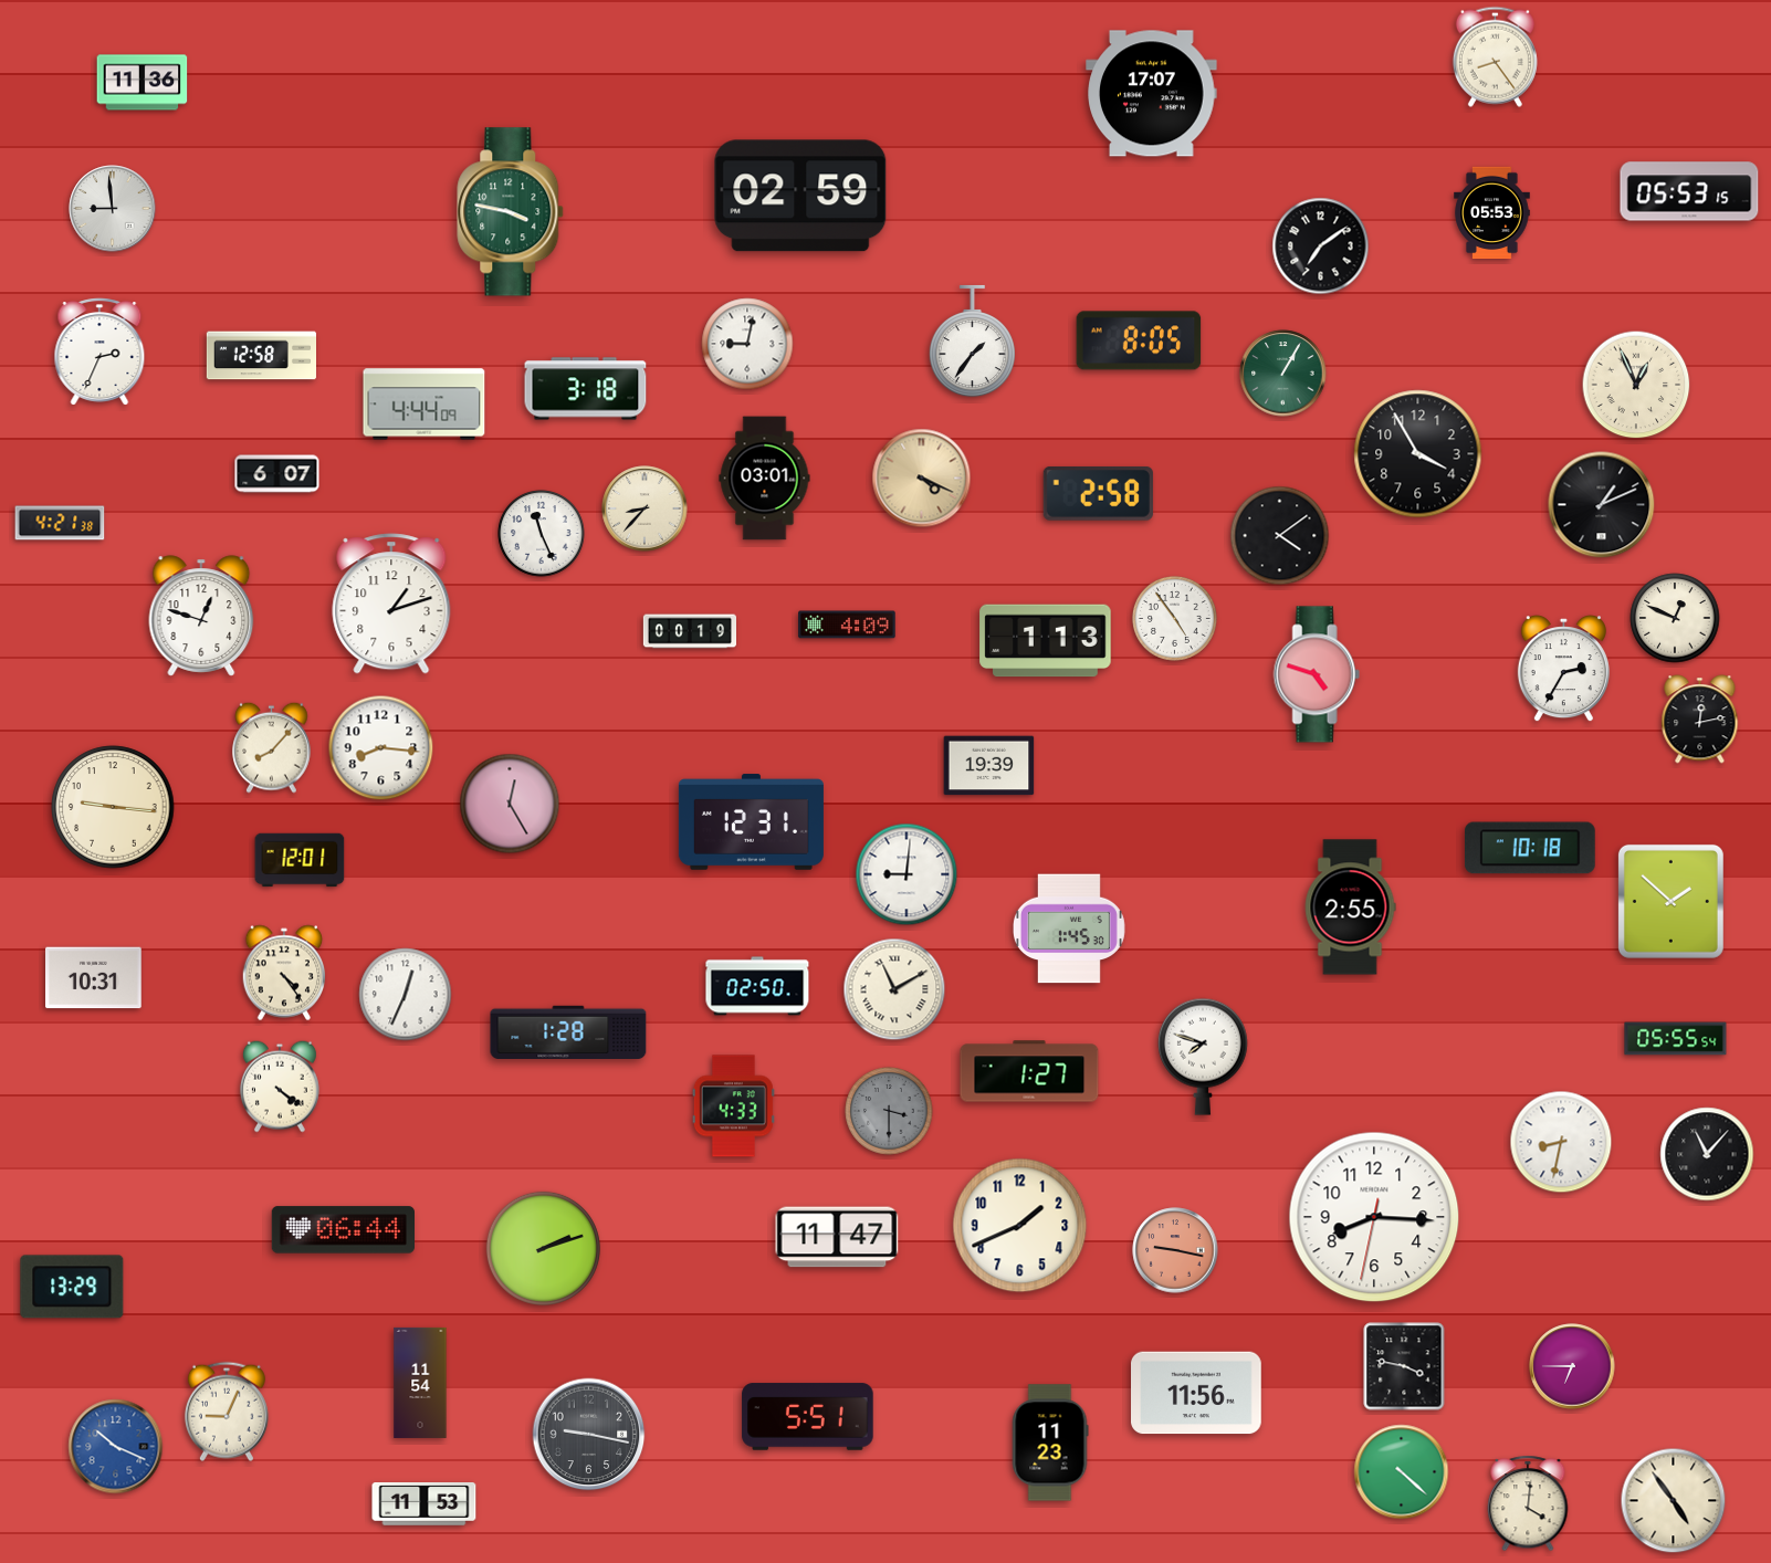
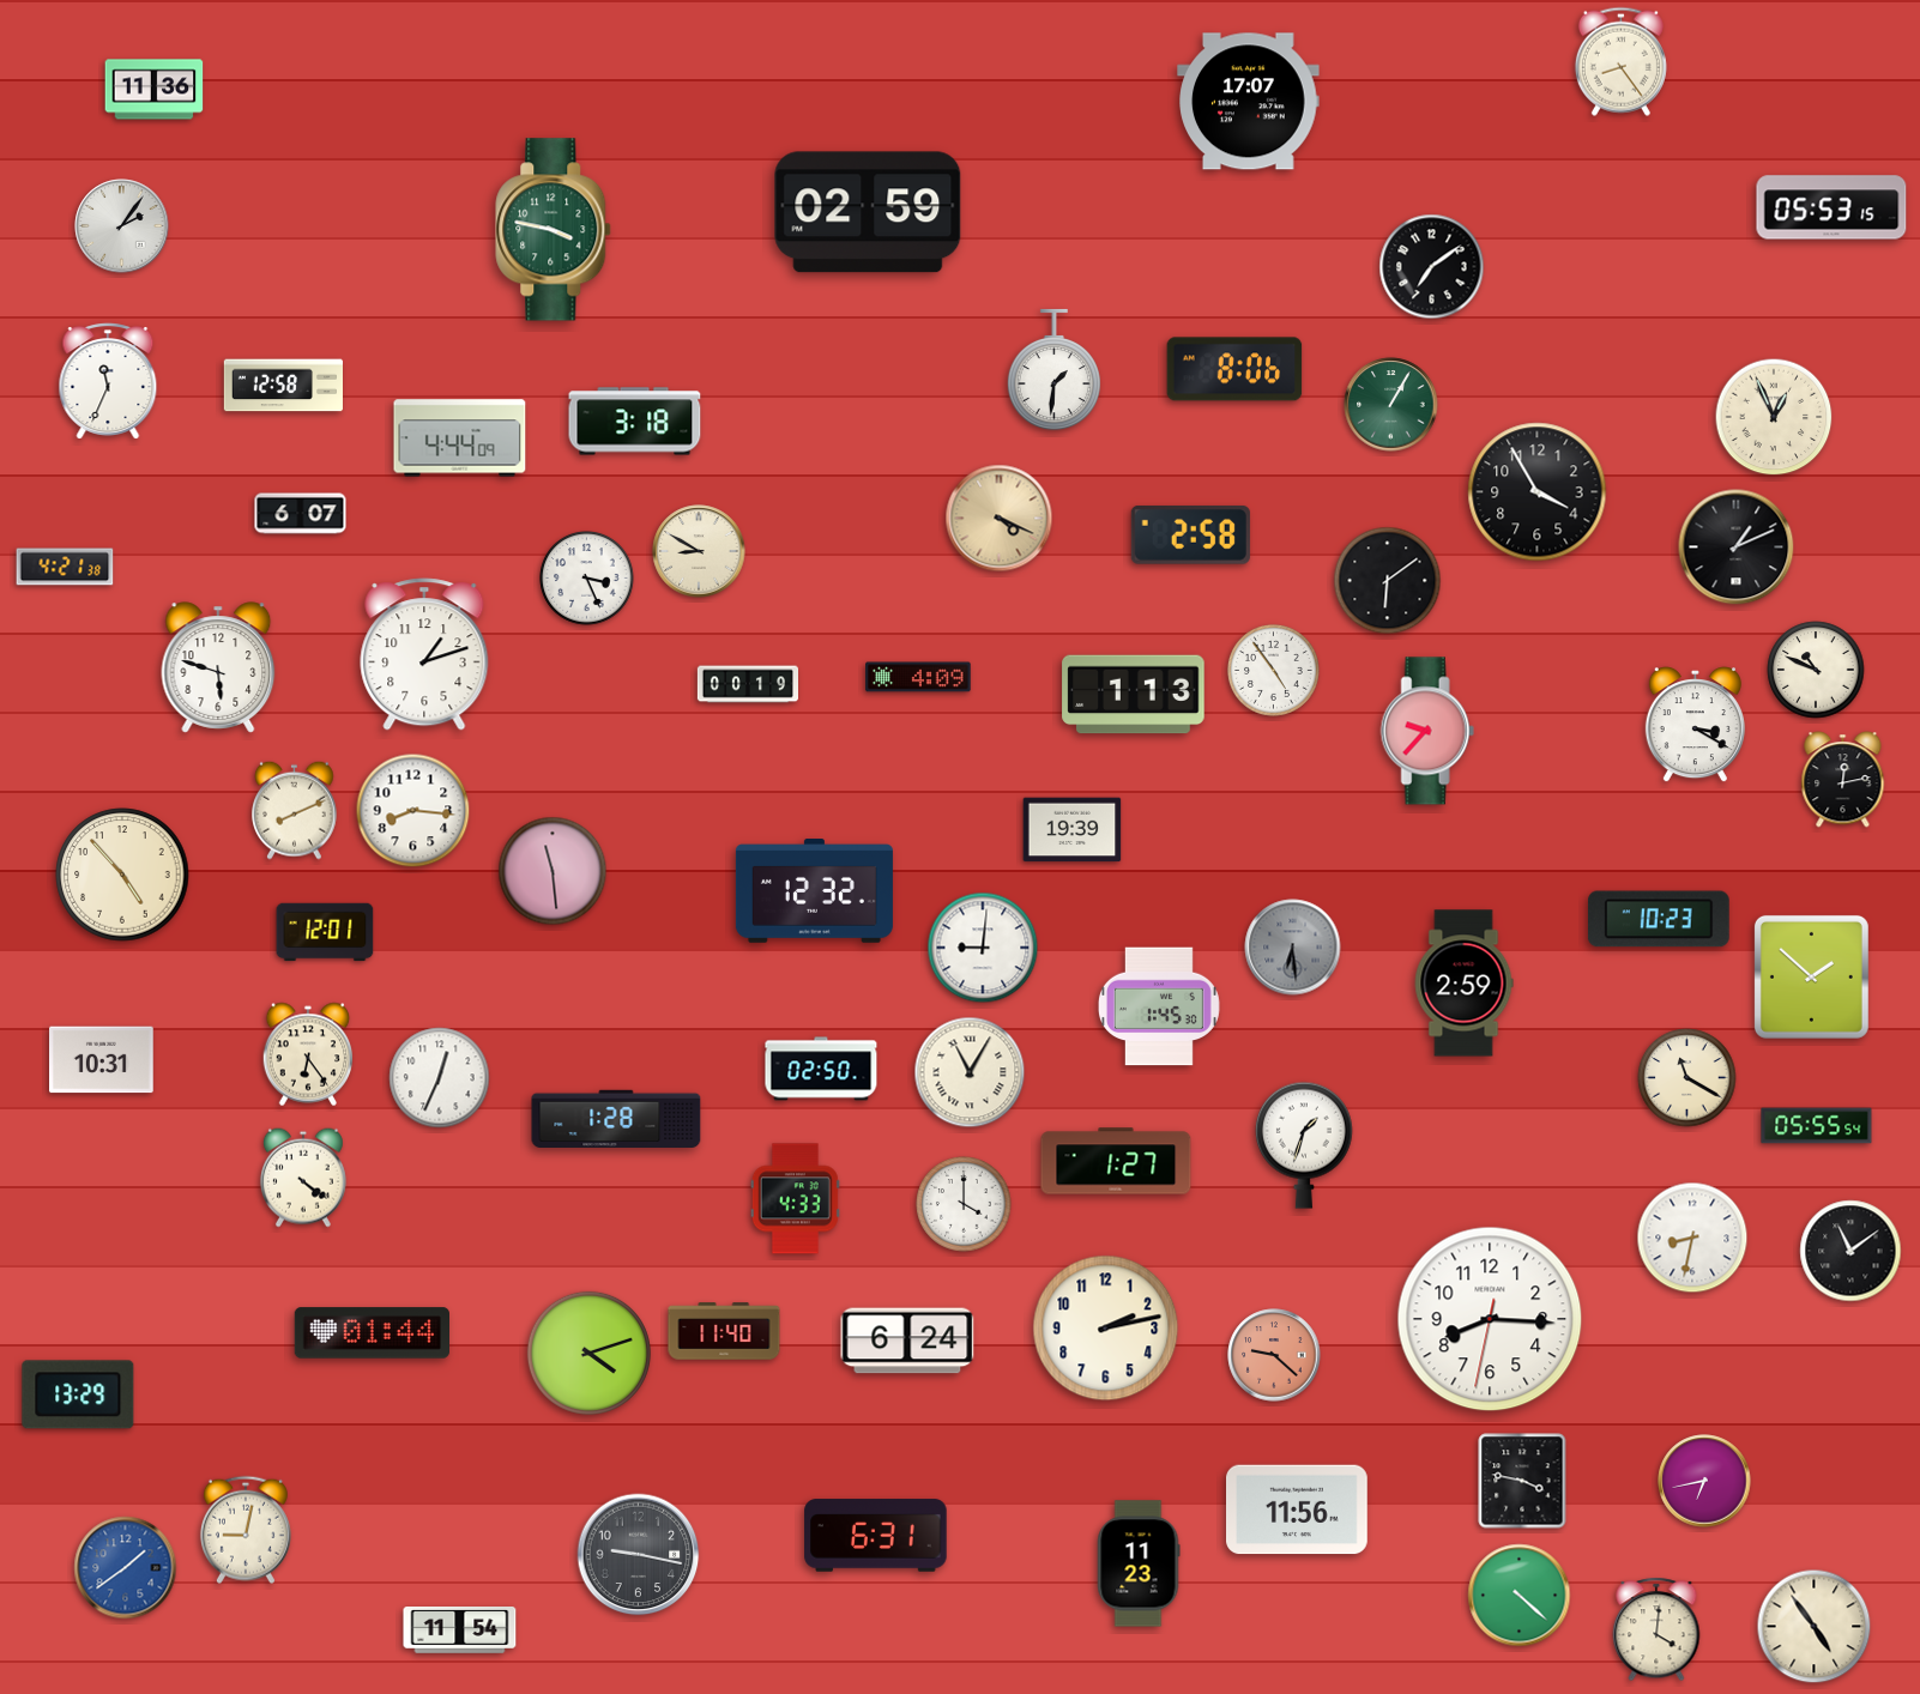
clock at (113, 209): 8:59 -> 2:06
clock at (1492, 213): 05:53 -> none
clock at (1139, 340): 8:05 -> 8:06
clock at (972, 342): 1:36 -> 1:31
clock at (747, 344): 9:02 -> none
clock at (99, 352): 2:34 -> 11:34
clock at (765, 479): 03:01 -> none
clock at (645, 508): 8:37 -> 8:50
clock at (542, 534): 11:26 -> 3:26
clock at (1280, 536): 4:09 -> 6:09
clock at (201, 616): 12:48 -> 5:48
clock at (1675, 618): 12:49 -> 10:49
clock at (1563, 669): 2:35 -> 3:20
clock at (1317, 674): 4:48 -> 9:37
clock at (272, 747): 8:07 -> 8:11
clock at (510, 804): 12:25 -> 11:29
clock at (113, 807): 9:16 -> 4:53
clock at (751, 822): 12:31 -> 12:32
clock at (1530, 848): 10:18 -> 10:23
clock at (1293, 948): none -> 6:29
clock at (1350, 908): 2:55 -> 2:59
clock at (284, 973): 4:24 -> 6:24
clock at (894, 989): 11:10 -> 11:05
clock at (1687, 1078): none -> 11:20
clock at (1203, 1057): 7:48 -> 1:33
clock at (889, 1111): 3:30 -> 4:00
clock at (889, 1111) dial: grey -> white
clock at (1707, 1154): 11:07 -> 11:09
clock at (1020, 1226): 1:41 -> 2:13
clock at (724, 1331): none -> 11:40
clock at (343, 1230): 06:44 -> 01:44
clock at (837, 1237): 11:47 -> 6:24
clock at (543, 1248): 2:12 -> 4:12
clock at (1175, 1250): 9:17 -> 9:22
clock at (1572, 1366): 6:45 -> 6:43
clock at (420, 1383): 11:54 -> none
clock at (227, 1412): 9:04 -> 9:02
clock at (808, 1417): 5:51 -> 6:31
clock at (116, 1447): 10:19 -> 1:39
clock at (425, 1504): 11:53 -> 11:54
